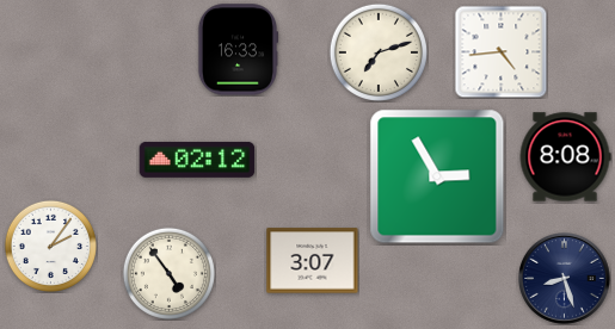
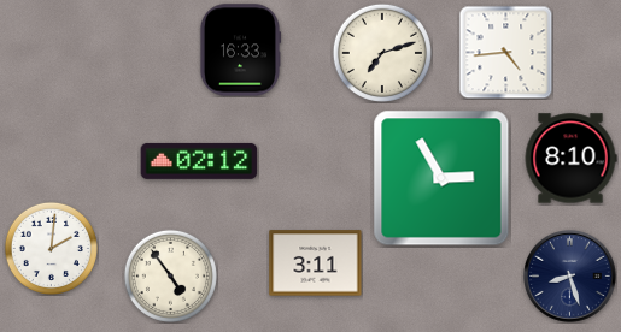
clock at (565, 157): 8:08 -> 8:10
clock at (50, 246): 2:06 -> 2:01
clock at (313, 261): 3:07 -> 3:11
clock at (565, 279) position: (565, 279) -> (570, 277)
